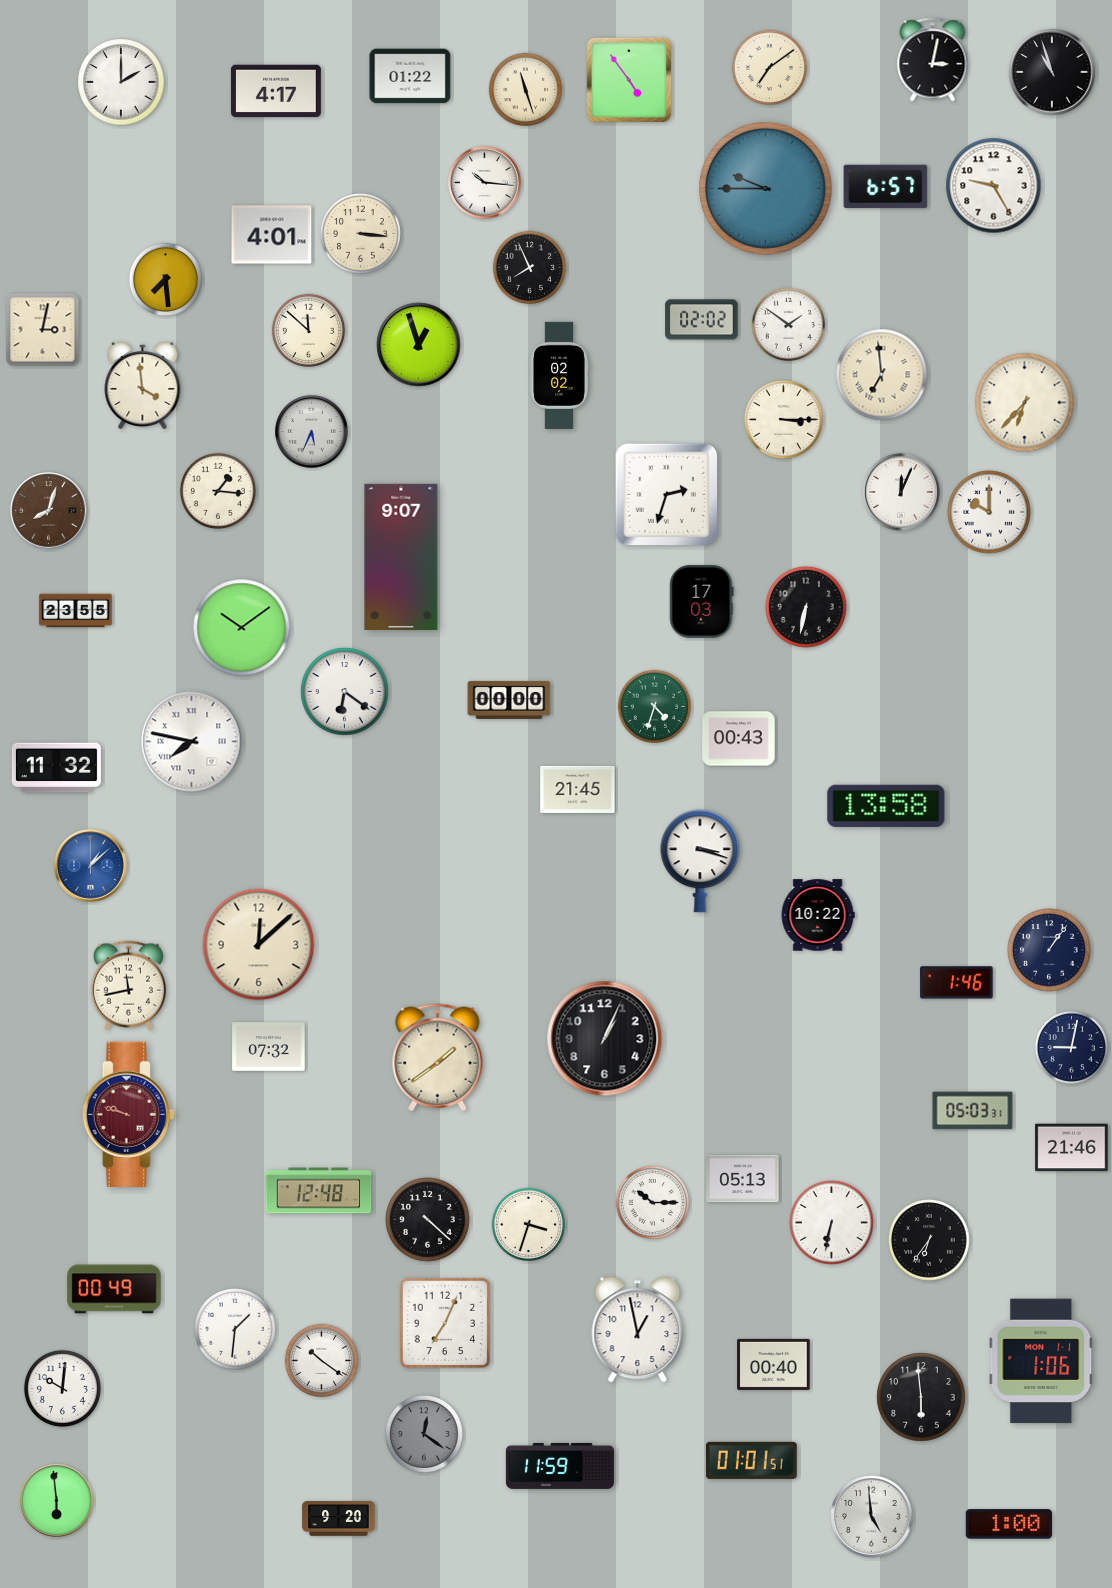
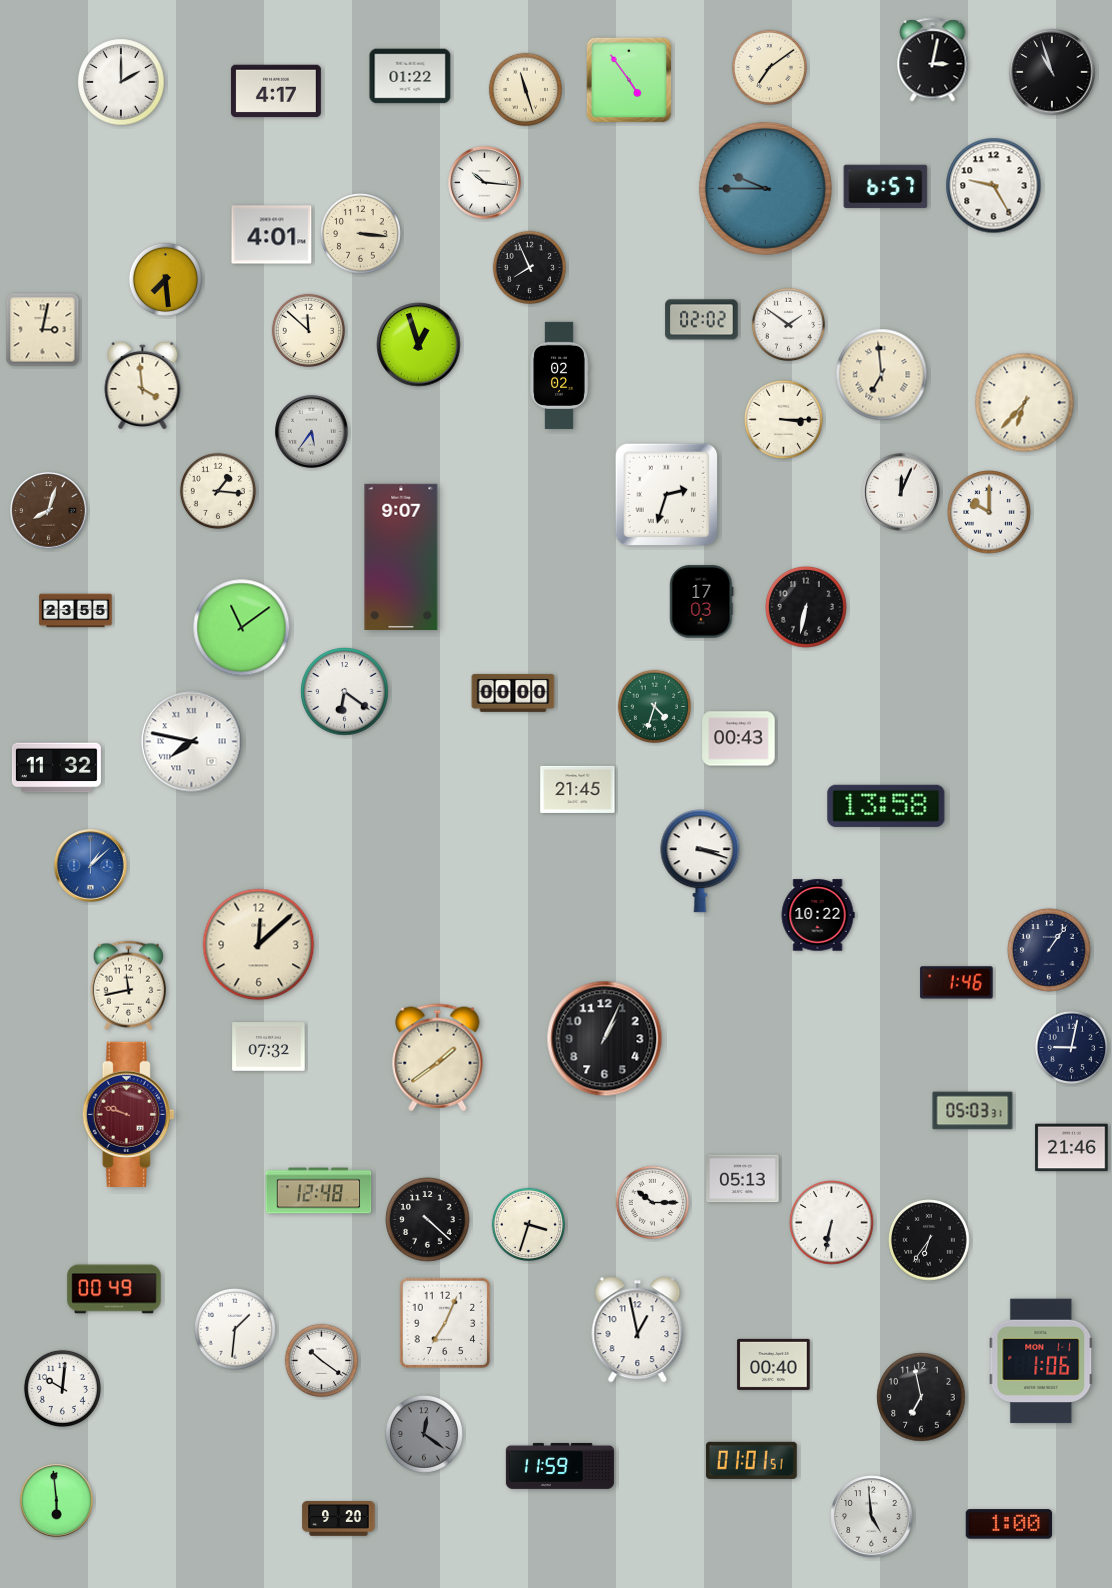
clock at (312, 432): 5:34 -> 5:36
clock at (242, 628): 10:09 -> 11:09
clock at (509, 700) position: (509, 700) -> (513, 693)
clock at (921, 1397): 5:59 -> 6:58
